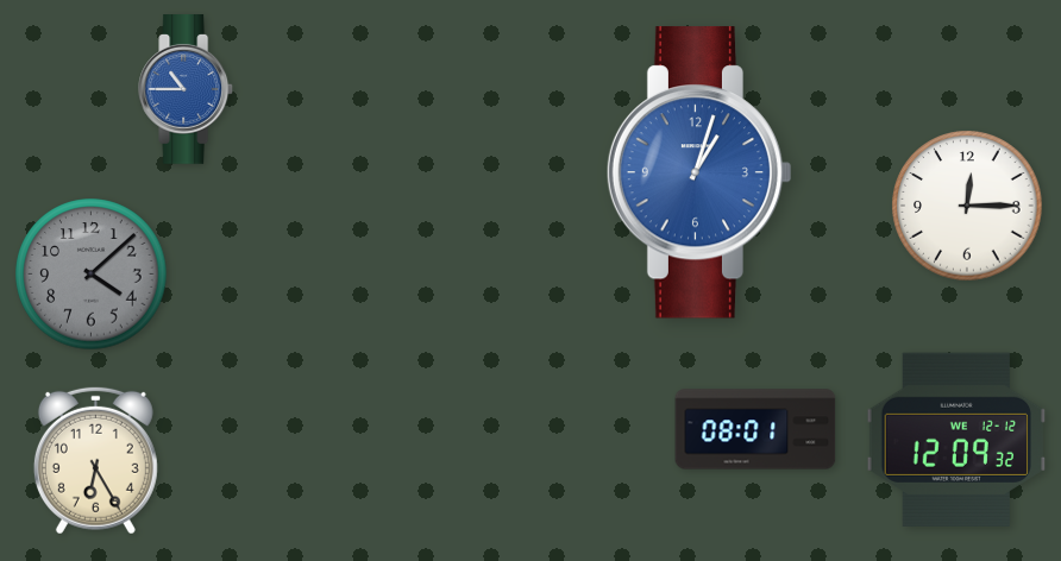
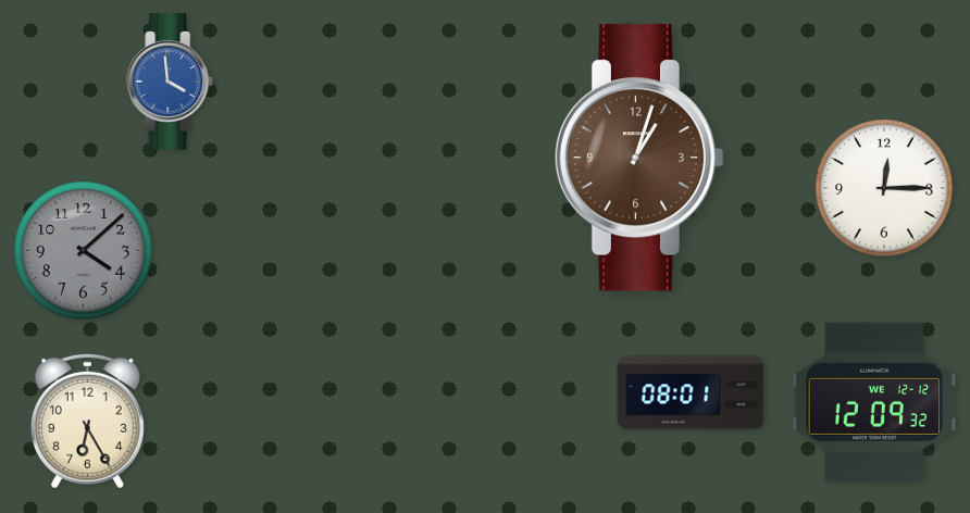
clock at (187, 90): 10:45 -> 3:59
clock at (699, 172) dial: blue -> brown
